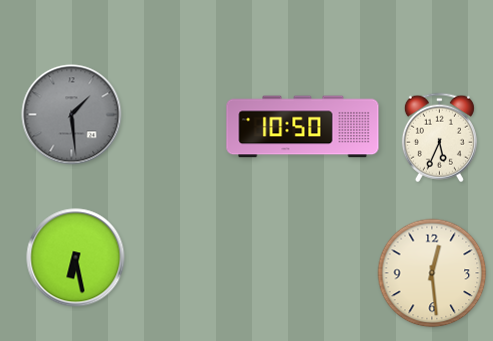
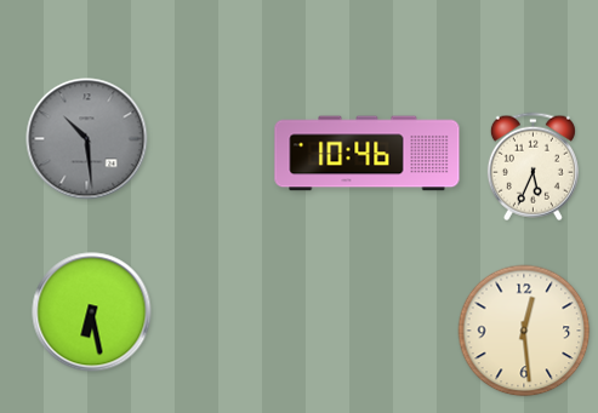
clock at (72, 115): 1:29 -> 10:29
clock at (303, 127): 10:50 -> 10:46
